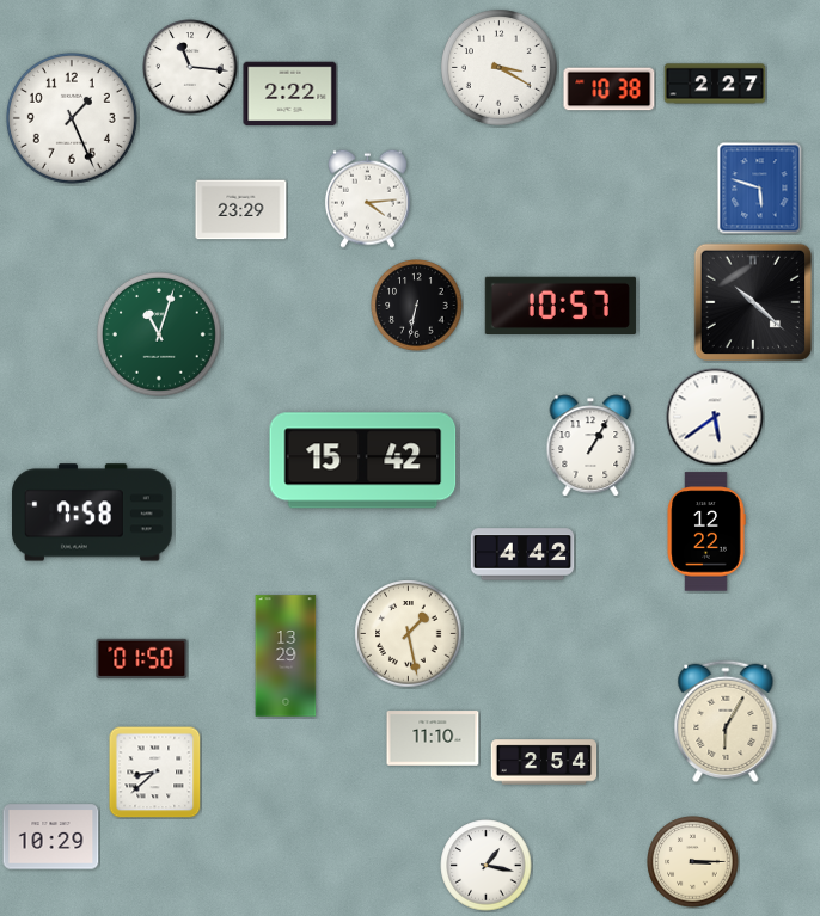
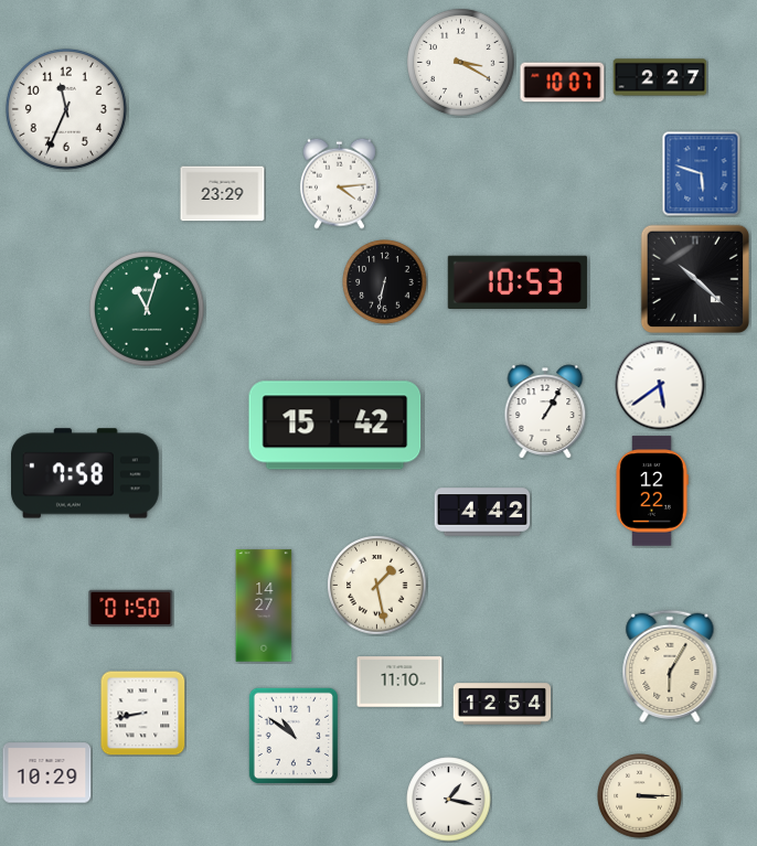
clock at (190, 67): 11:16 -> none
clock at (610, 90): 10:38 -> 10:07
clock at (290, 94): 2:22 -> none
clock at (72, 118): 1:26 -> 11:34
clock at (561, 305): 10:57 -> 10:53
clock at (286, 656): 13:29 -> 14:27
clock at (544, 762): 2:54 -> 12:54
clock at (154, 771): 8:38 -> 8:43
clock at (292, 735): none -> 10:51
